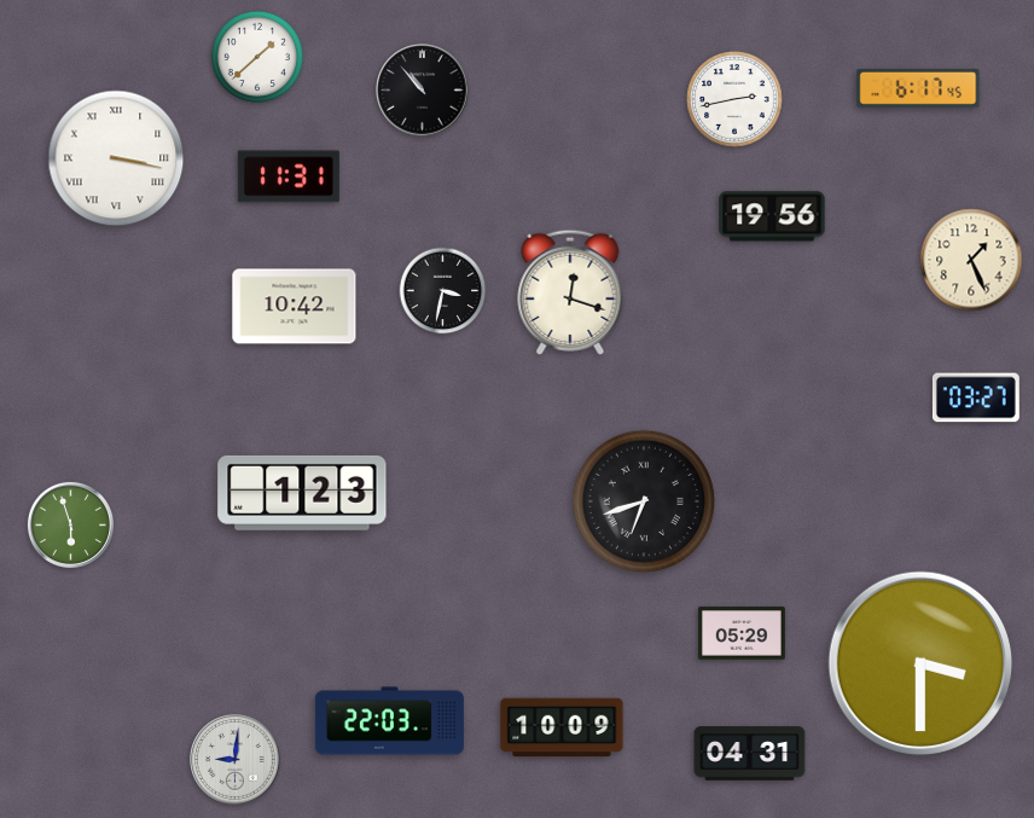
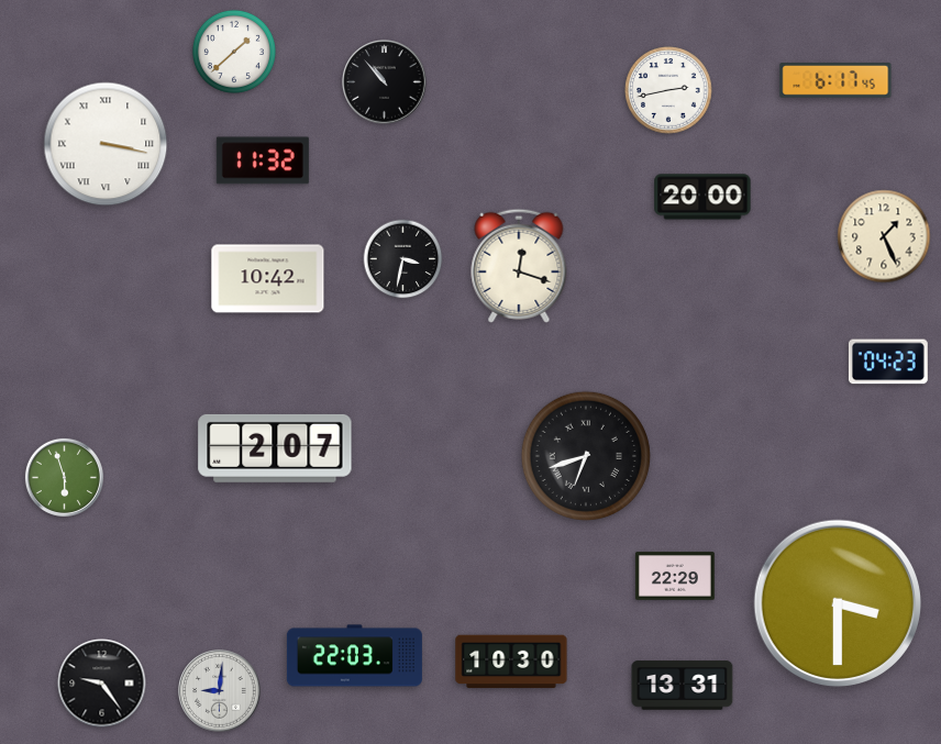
clock at (289, 176): 11:31 -> 11:32
clock at (772, 216): 19:56 -> 20:00
clock at (443, 291) position: (443, 291) -> (403, 259)
clock at (976, 398): 03:27 -> 04:23
clock at (302, 493): 1:23 -> 2:07
clock at (742, 633): 05:29 -> 22:29
clock at (562, 727): 10:09 -> 10:30
clock at (102, 684): none -> 9:24
clock at (750, 754): 04:31 -> 13:31
clock at (236, 760) position: (236, 760) -> (220, 691)
